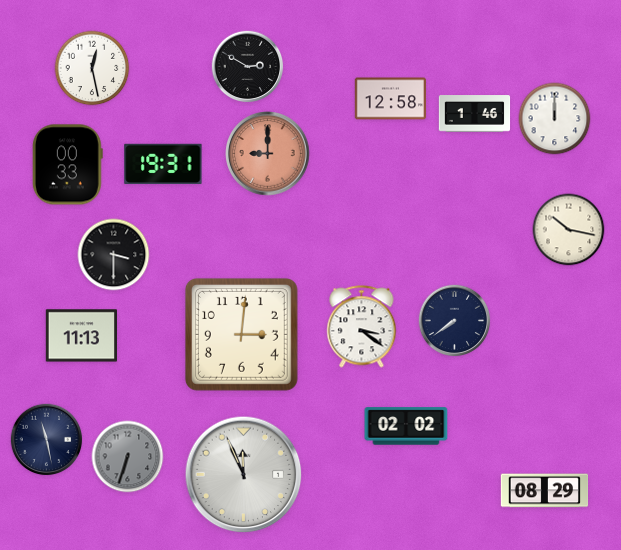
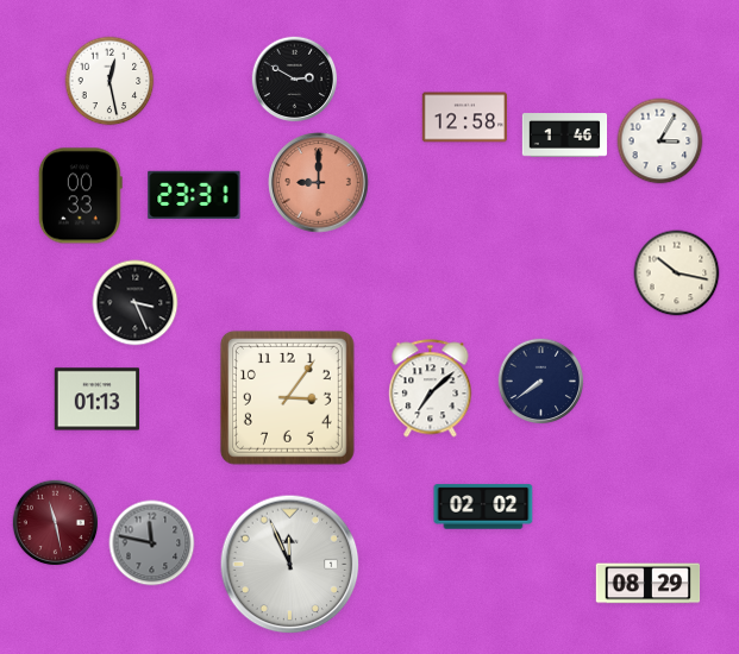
clock at (555, 119): 12:00 -> 3:05
clock at (163, 164): 19:31 -> 23:31
clock at (114, 255): 3:30 -> 3:26
clock at (362, 327): 3:21 -> 7:08
clock at (241, 334): 3:01 -> 3:06
clock at (81, 336): 11:13 -> 01:13
clock at (47, 440) dial: navy -> burgundy
clock at (128, 457): 6:33 -> 11:47
